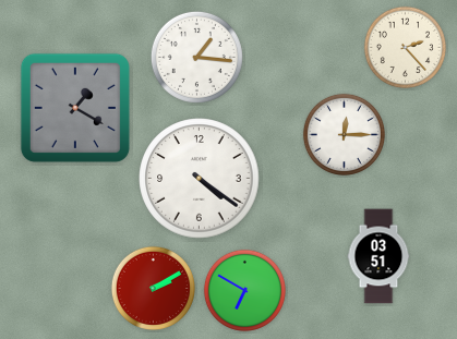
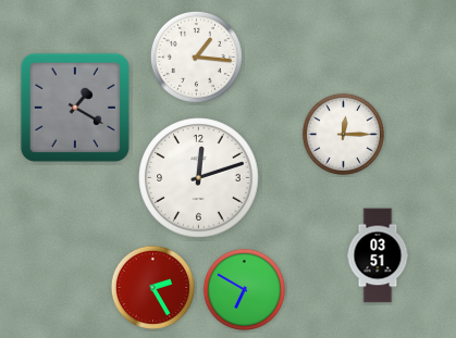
clock at (405, 47): 2:23 -> none
clock at (200, 179): 4:21 -> 12:12
clock at (153, 288): 2:10 -> 2:25
